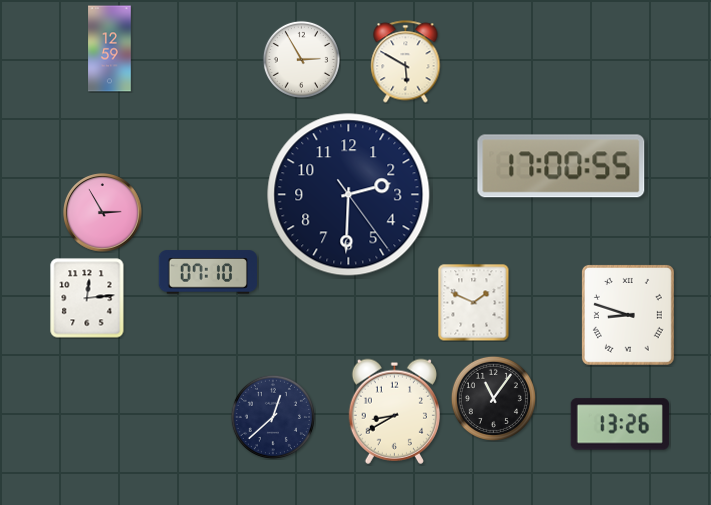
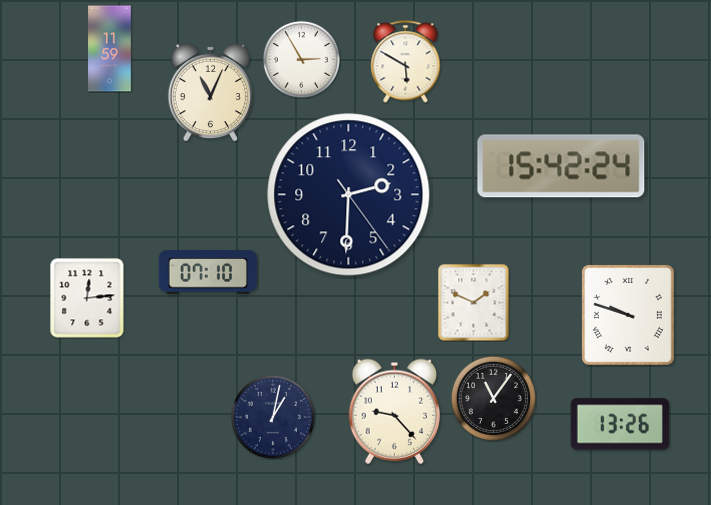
clock at (110, 49): 12:59 -> 11:59
clock at (210, 92): none -> 11:04
clock at (561, 166): 17:00 -> 15:42
clock at (103, 213): 2:55 -> none
clock at (628, 315): 8:48 -> 9:48
clock at (394, 411): 8:40 -> 9:23
clock at (273, 417): 12:38 -> 1:02
